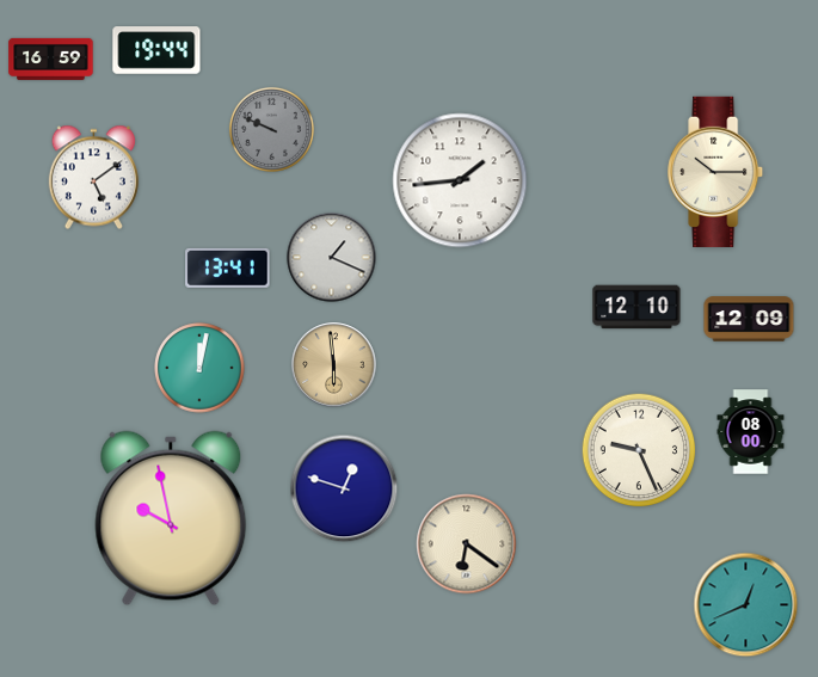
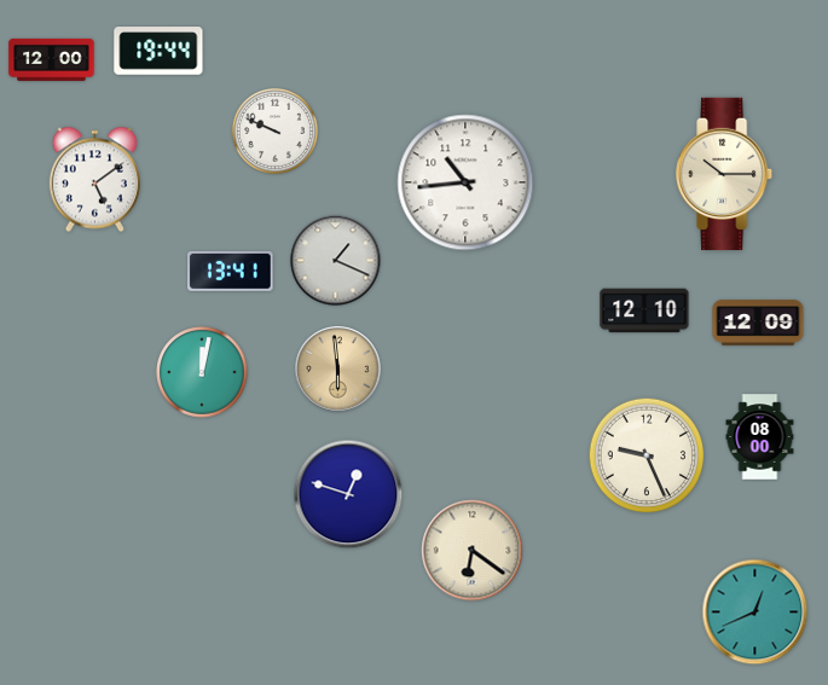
clock at (51, 59): 16:59 -> 12:00
clock at (271, 129) dial: grey -> white
clock at (460, 180): 1:44 -> 10:44
clock at (171, 518): 9:58 -> none
